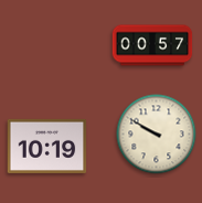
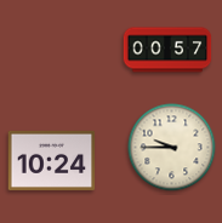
clock at (157, 135): 9:50 -> 9:45
clock at (47, 146): 10:19 -> 10:24
